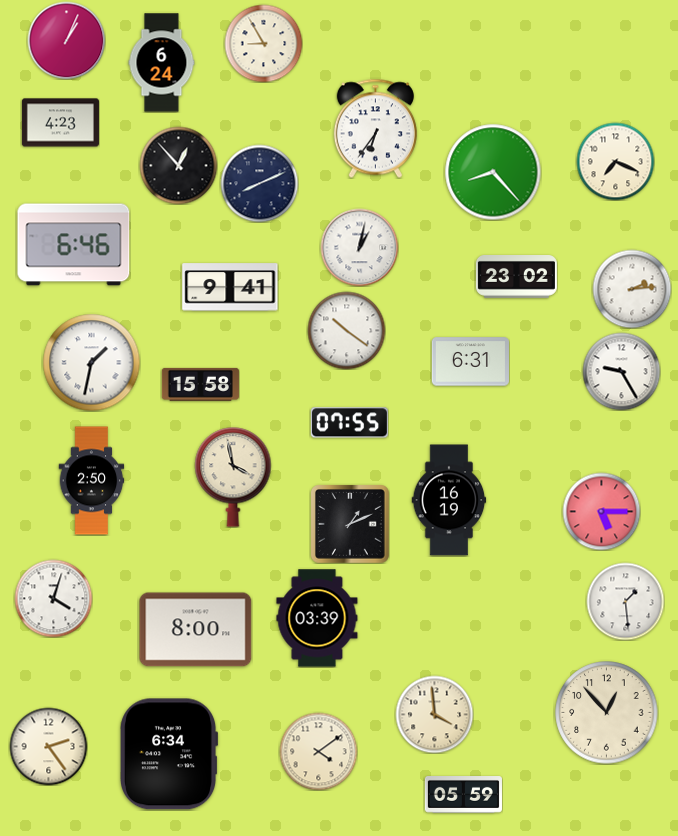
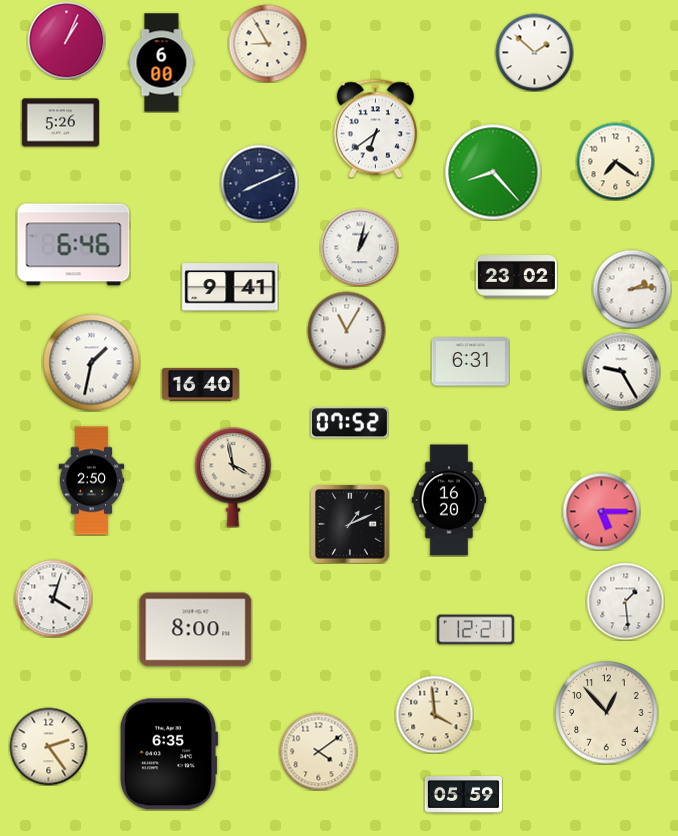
clock at (263, 43) position: (263, 43) -> (267, 43)
clock at (534, 52): none -> 1:52
clock at (162, 63): 6:24 -> 6:00
clock at (60, 123): 4:23 -> 5:26
clock at (375, 128): 6:36 -> 6:39
clock at (615, 161): 7:19 -> 7:21
clock at (178, 165): 12:53 -> none
clock at (346, 330): 10:21 -> 11:05
clock at (200, 384): 15:58 -> 16:40
clock at (349, 423): 07:55 -> 07:52
clock at (449, 500): 16:19 -> 16:20
clock at (317, 618): 03:39 -> none
clock at (475, 630): none -> 12:21
clock at (170, 754): 6:34 -> 6:35
